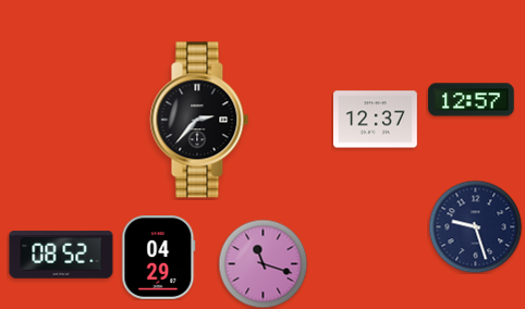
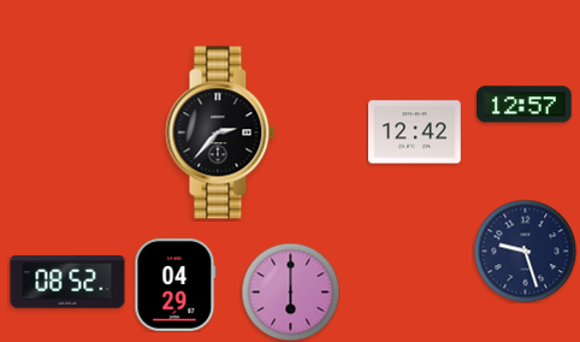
clock at (472, 100) position: (472, 100) -> (525, 105)
clock at (376, 120): 12:37 -> 12:42
clock at (262, 263): 11:18 -> 6:00
